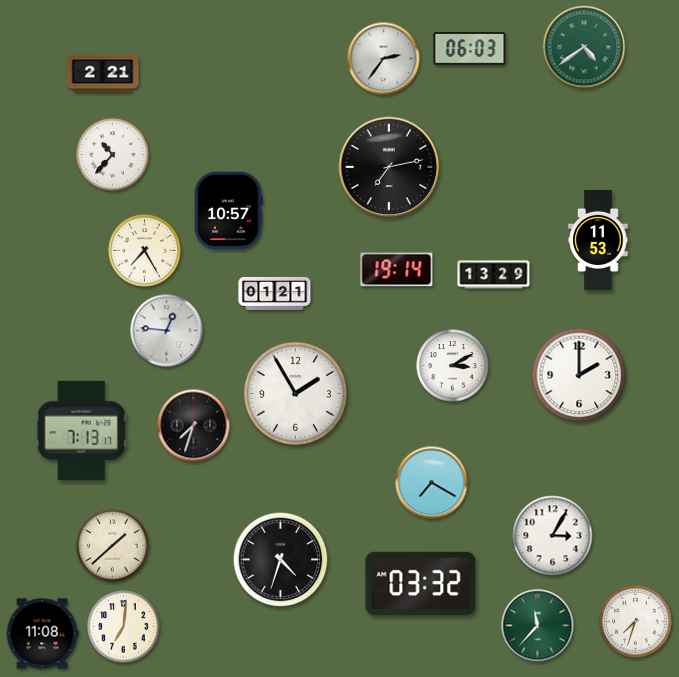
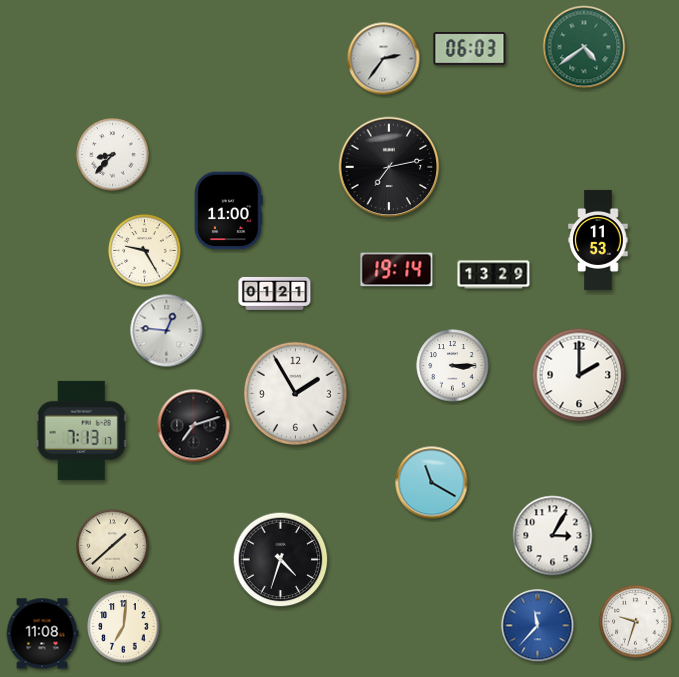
clock at (103, 74): 2:21 -> none
clock at (113, 155): 10:37 -> 8:37
clock at (229, 211): 10:57 -> 11:00
clock at (145, 251): 7:25 -> 9:25
clock at (453, 366): 3:10 -> 3:15
clock at (194, 426): 7:33 -> 7:12
clock at (432, 483): 7:20 -> 11:20
clock at (421, 583): 03:32 -> none
clock at (636, 622): 7:33 -> 9:33
clock at (538, 626) dial: green -> blue
